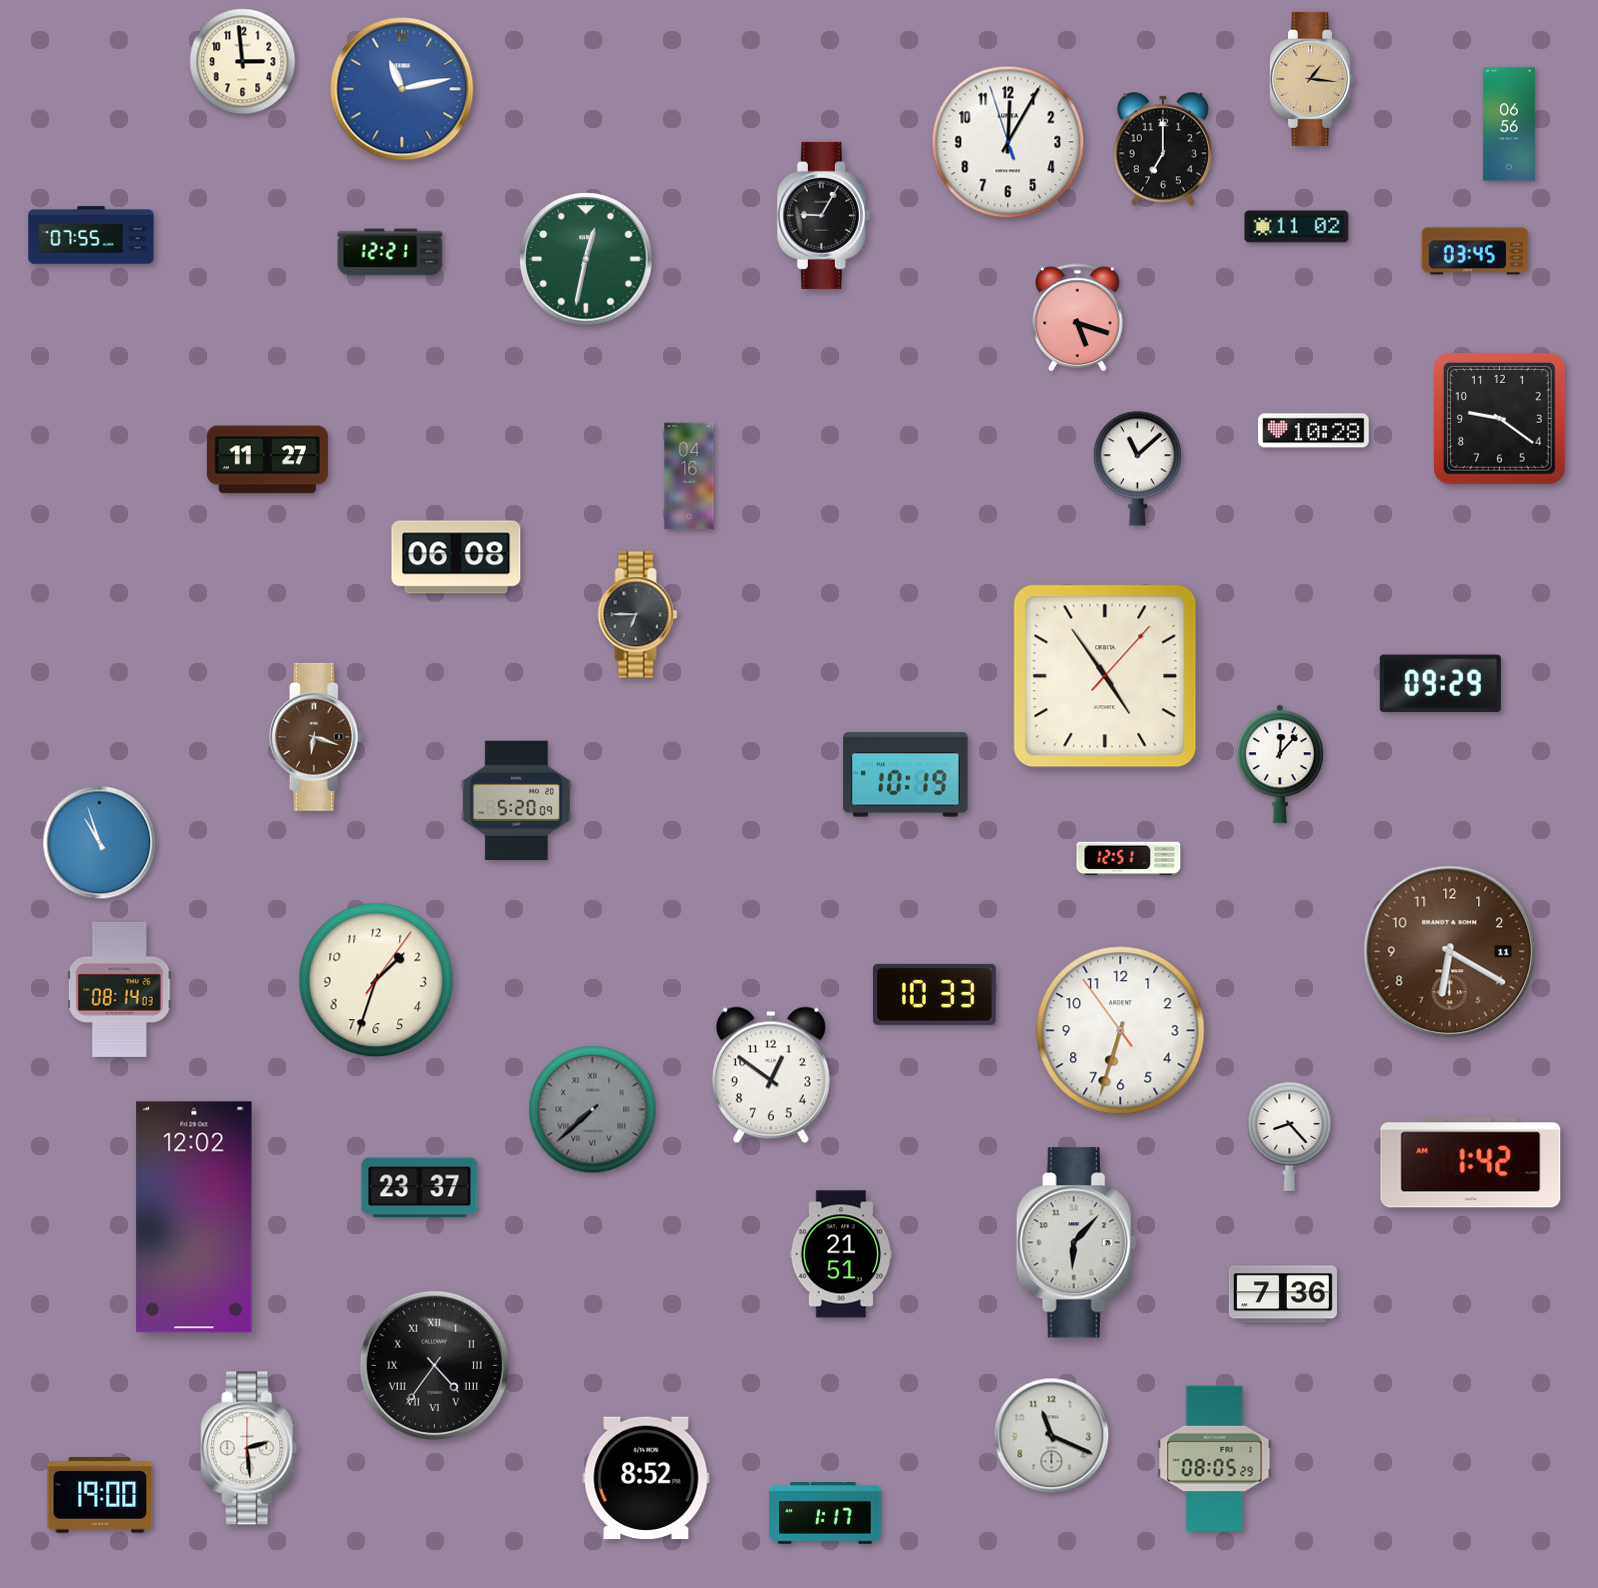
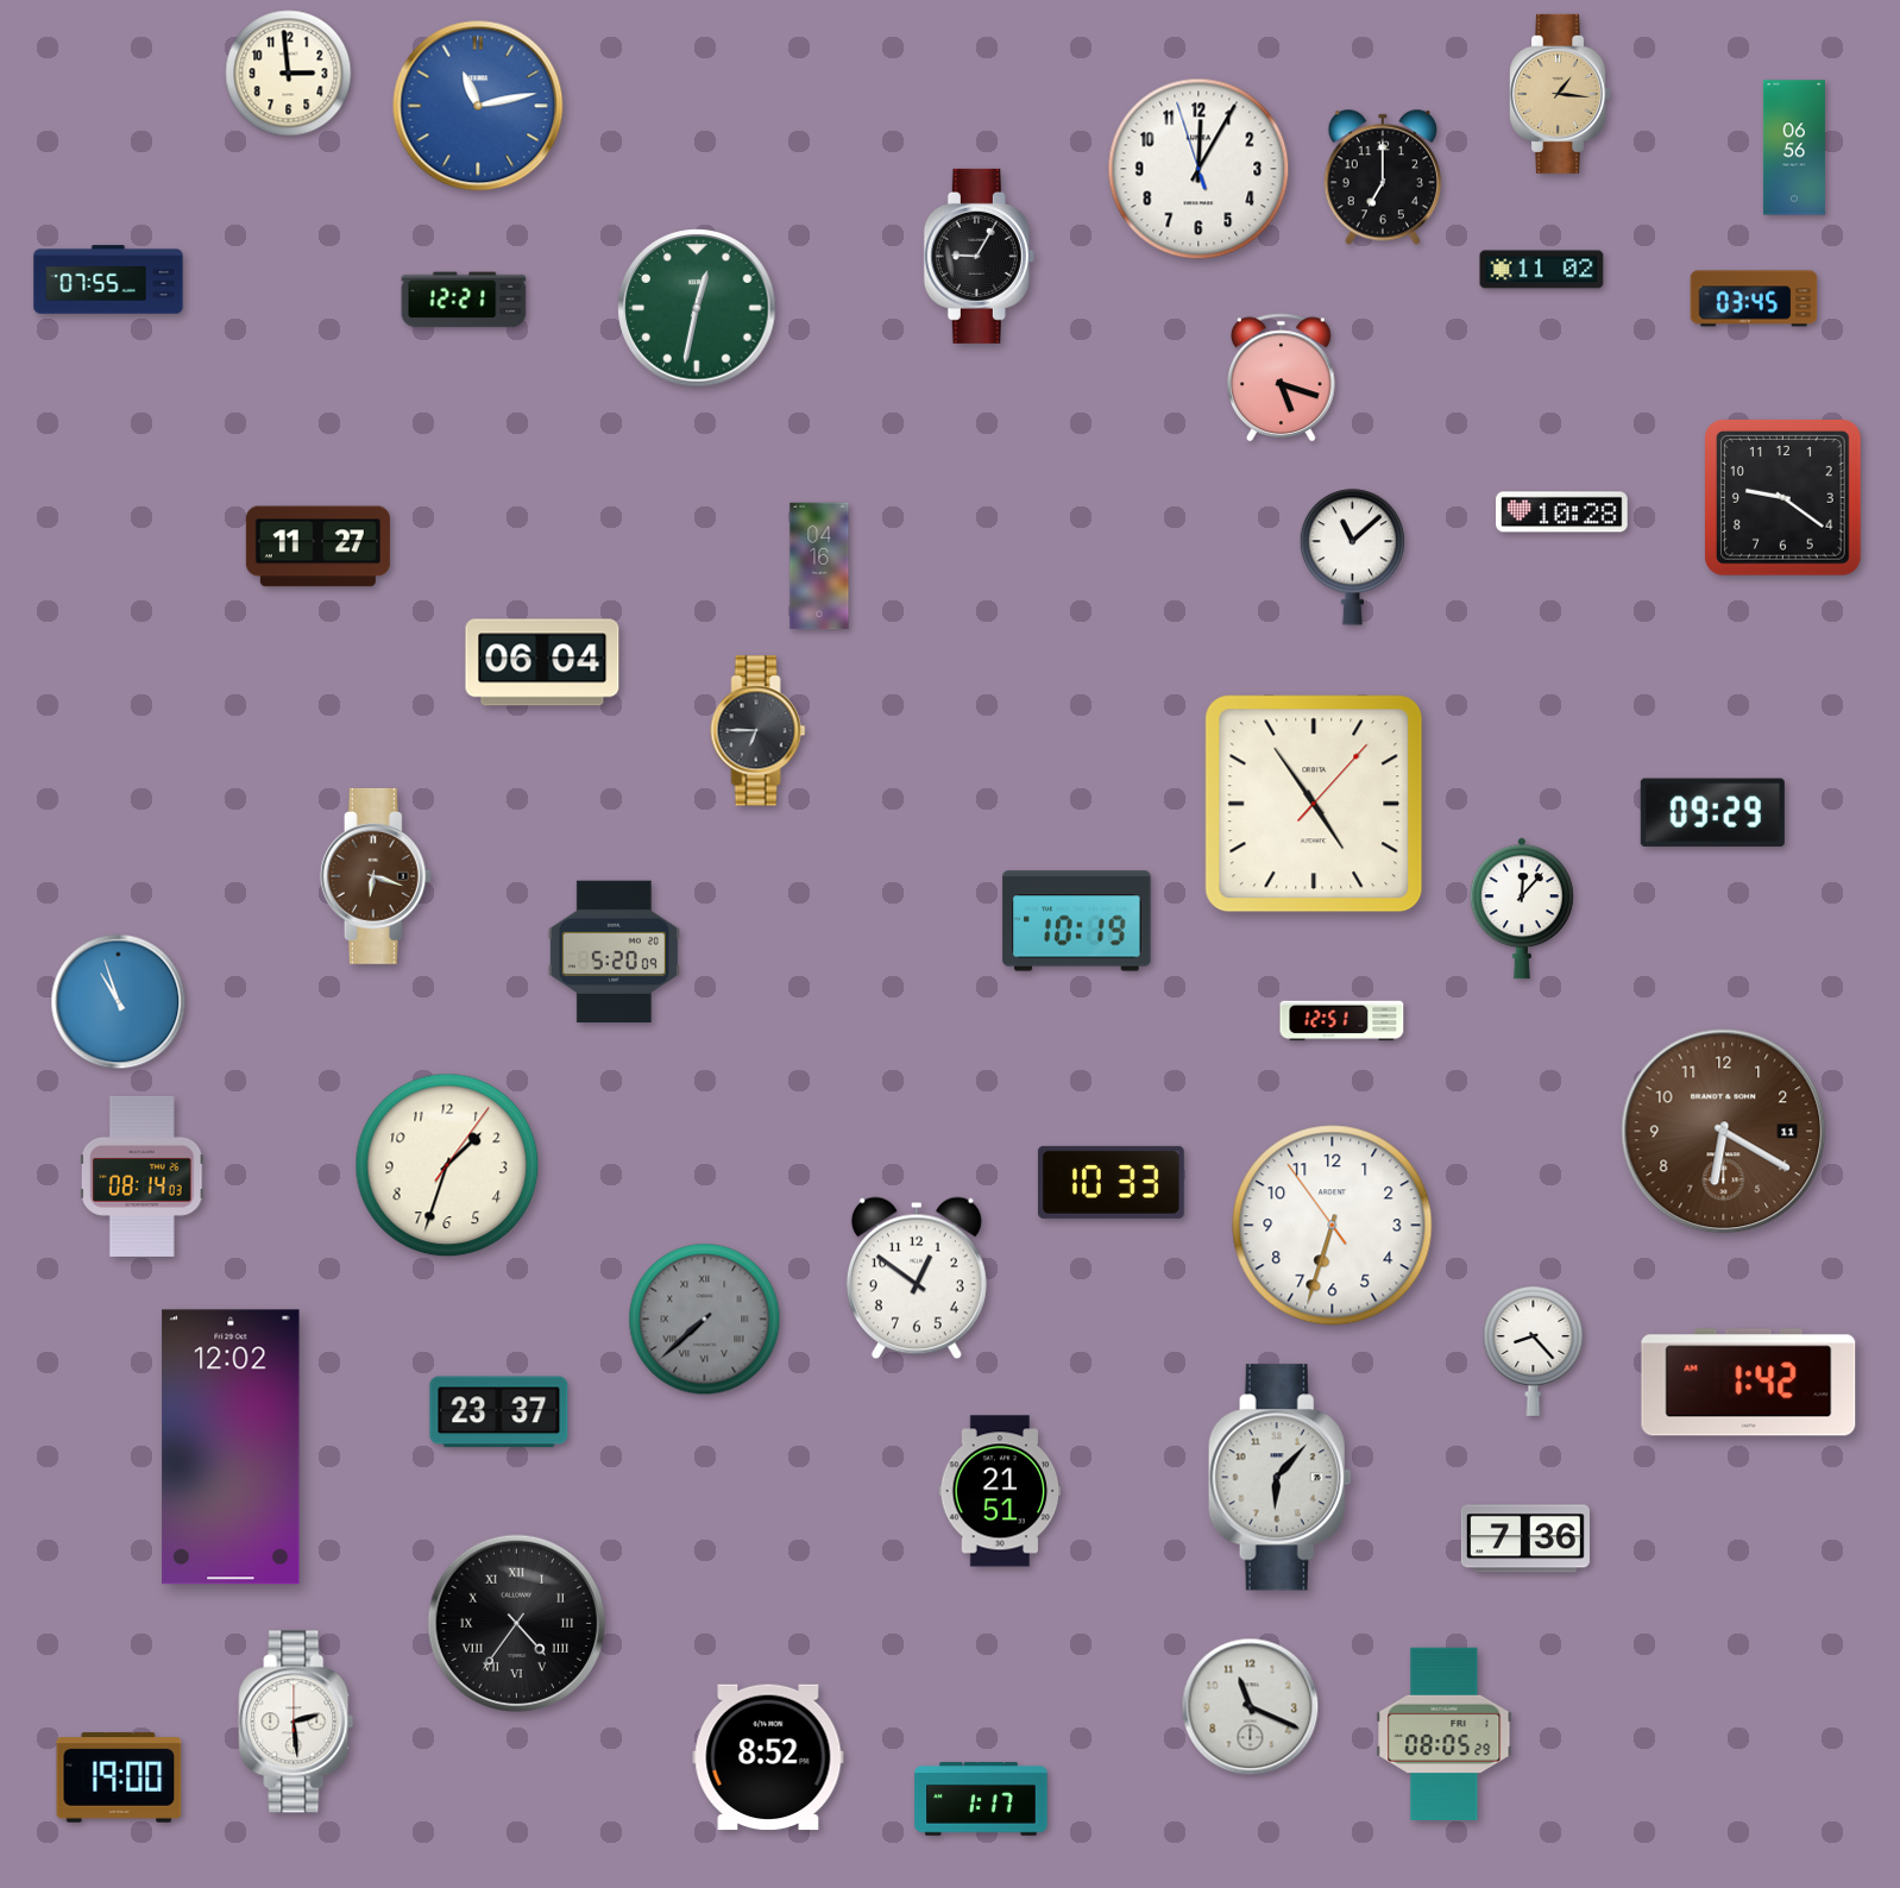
clock at (456, 557): 06:08 -> 06:04
